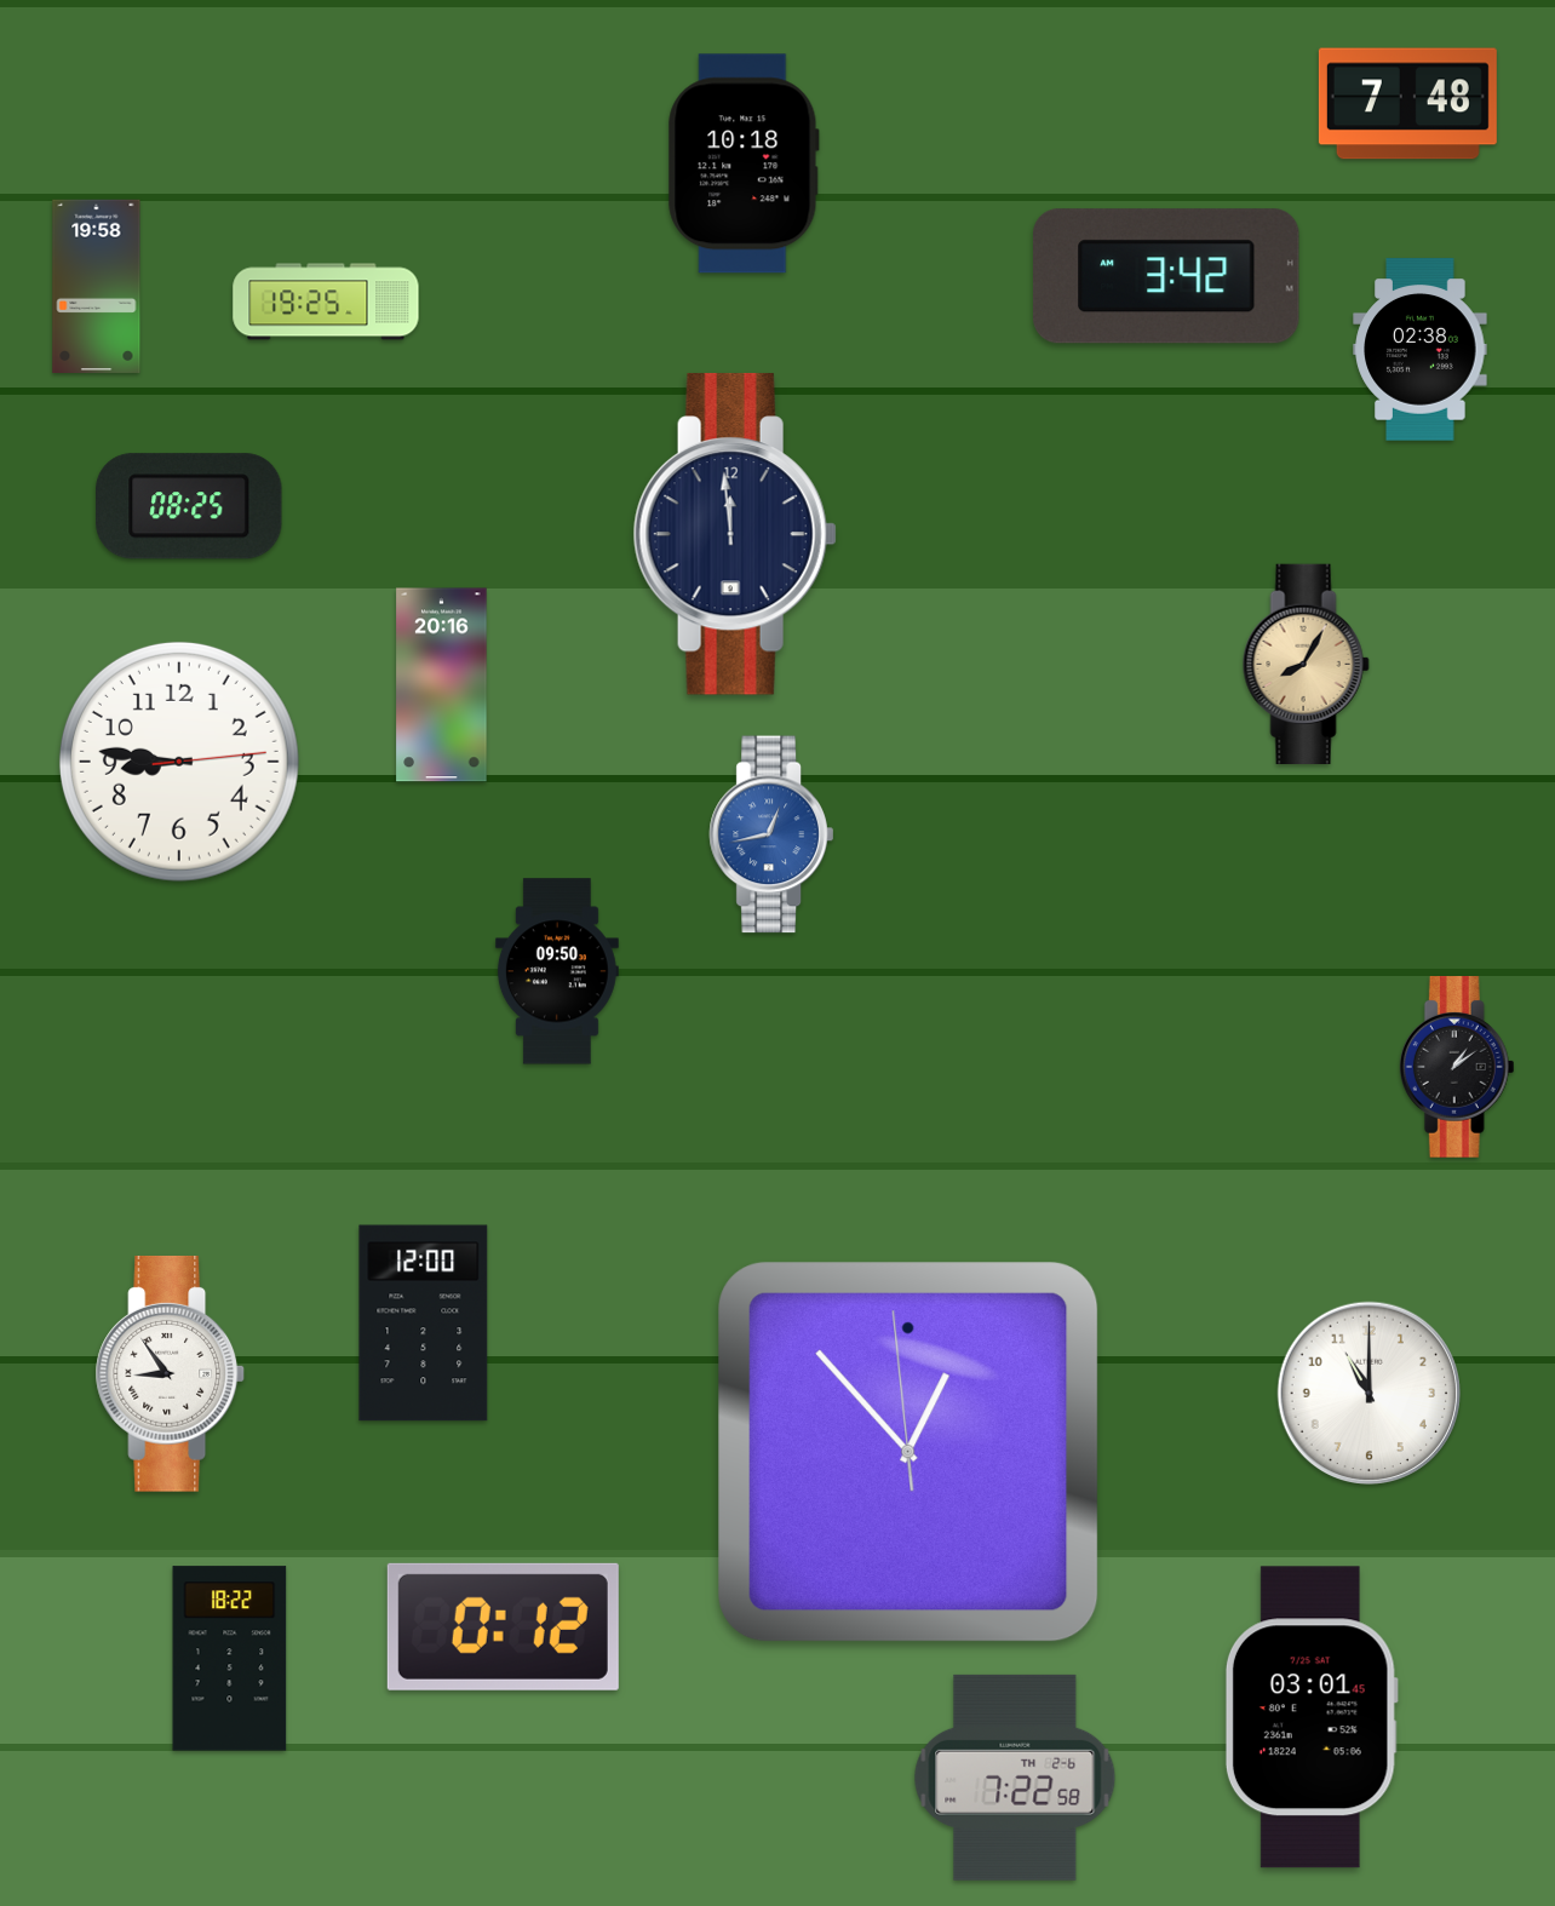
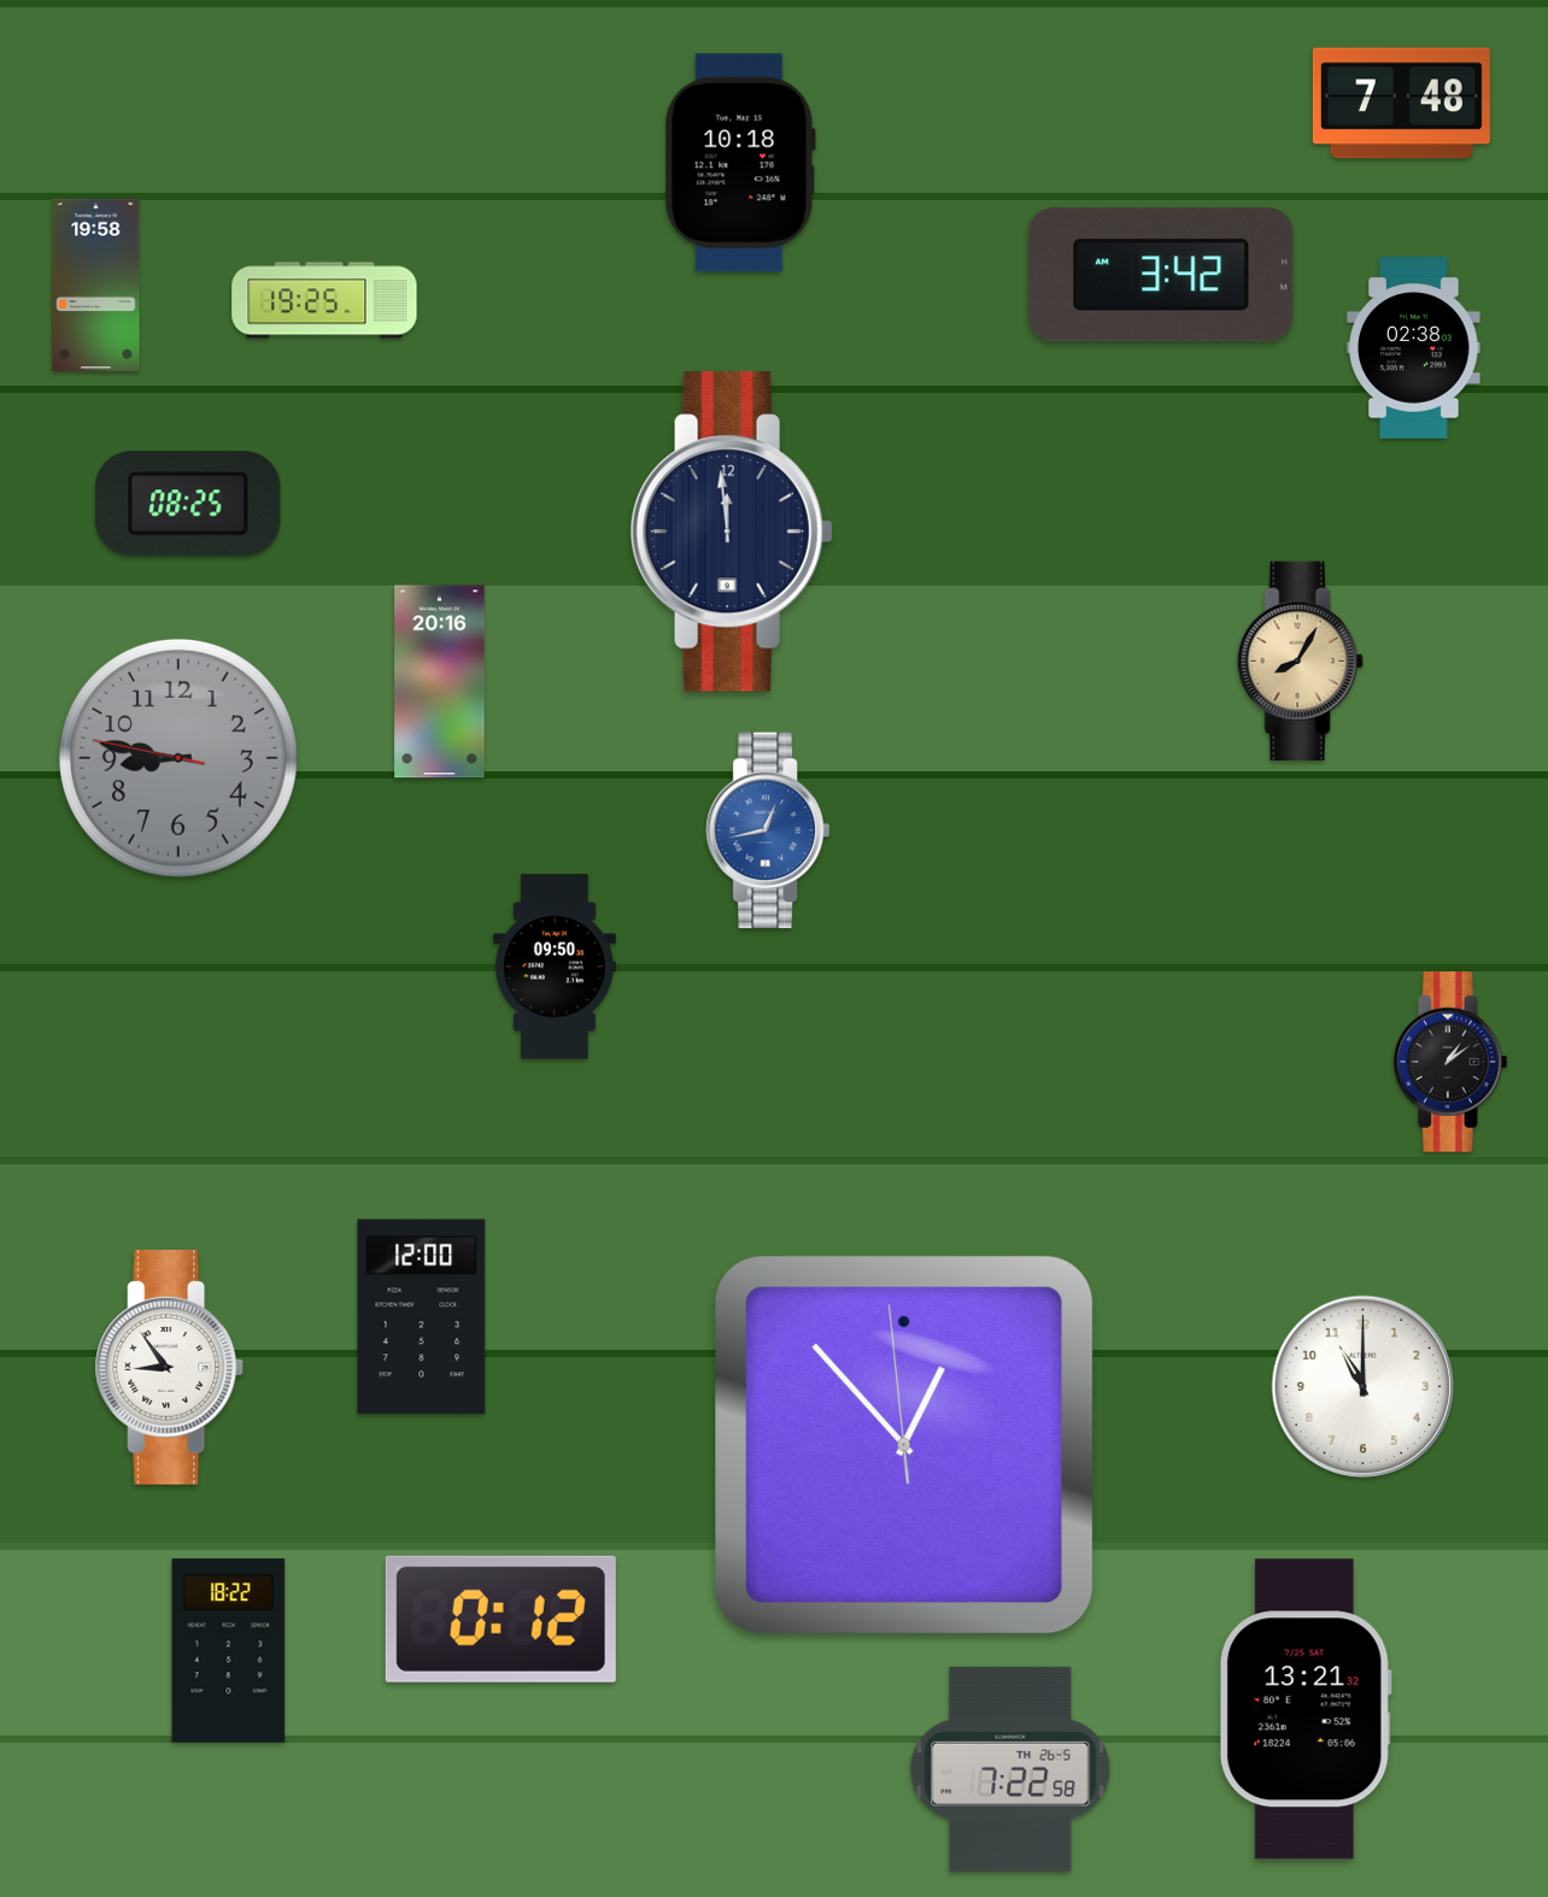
clock at (179, 762): 8:46:14 -> 8:46:47
clock at (179, 762) dial: white -> grey
clock at (1312, 1717): 03:01 -> 13:21
clock at (1015, 1778) date: TH 2-6 -> TH 26-5
